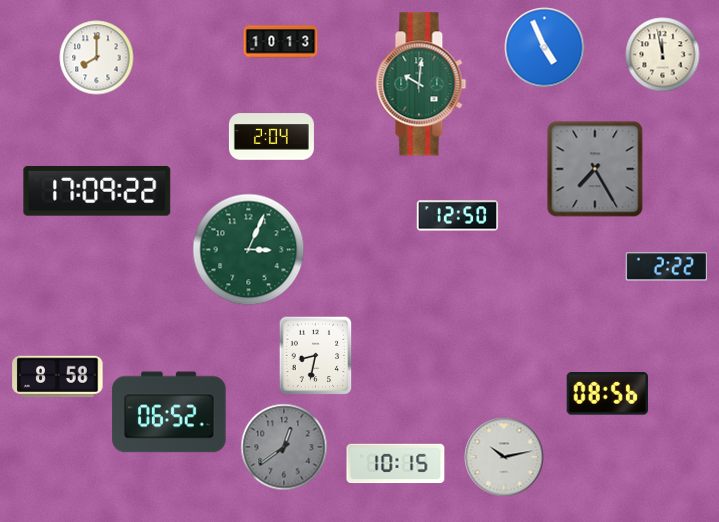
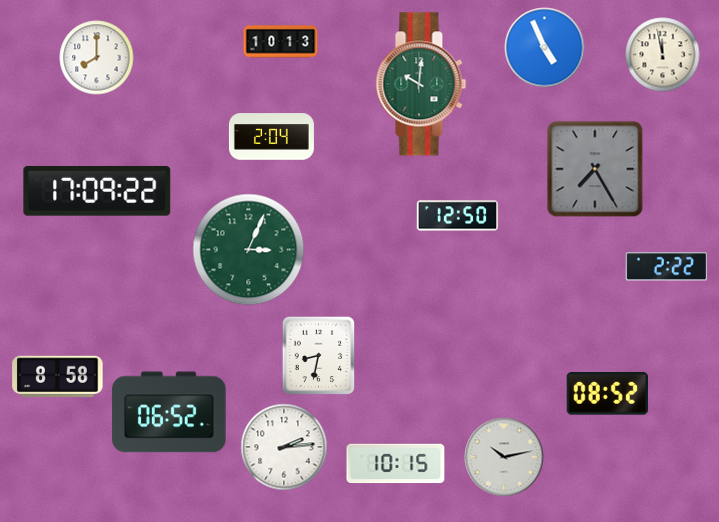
clock at (316, 356) position: (316, 356) -> (319, 356)
clock at (607, 394): 08:56 -> 08:52
clock at (284, 447): 12:39 -> 2:14
clock at (284, 447) dial: grey -> white
